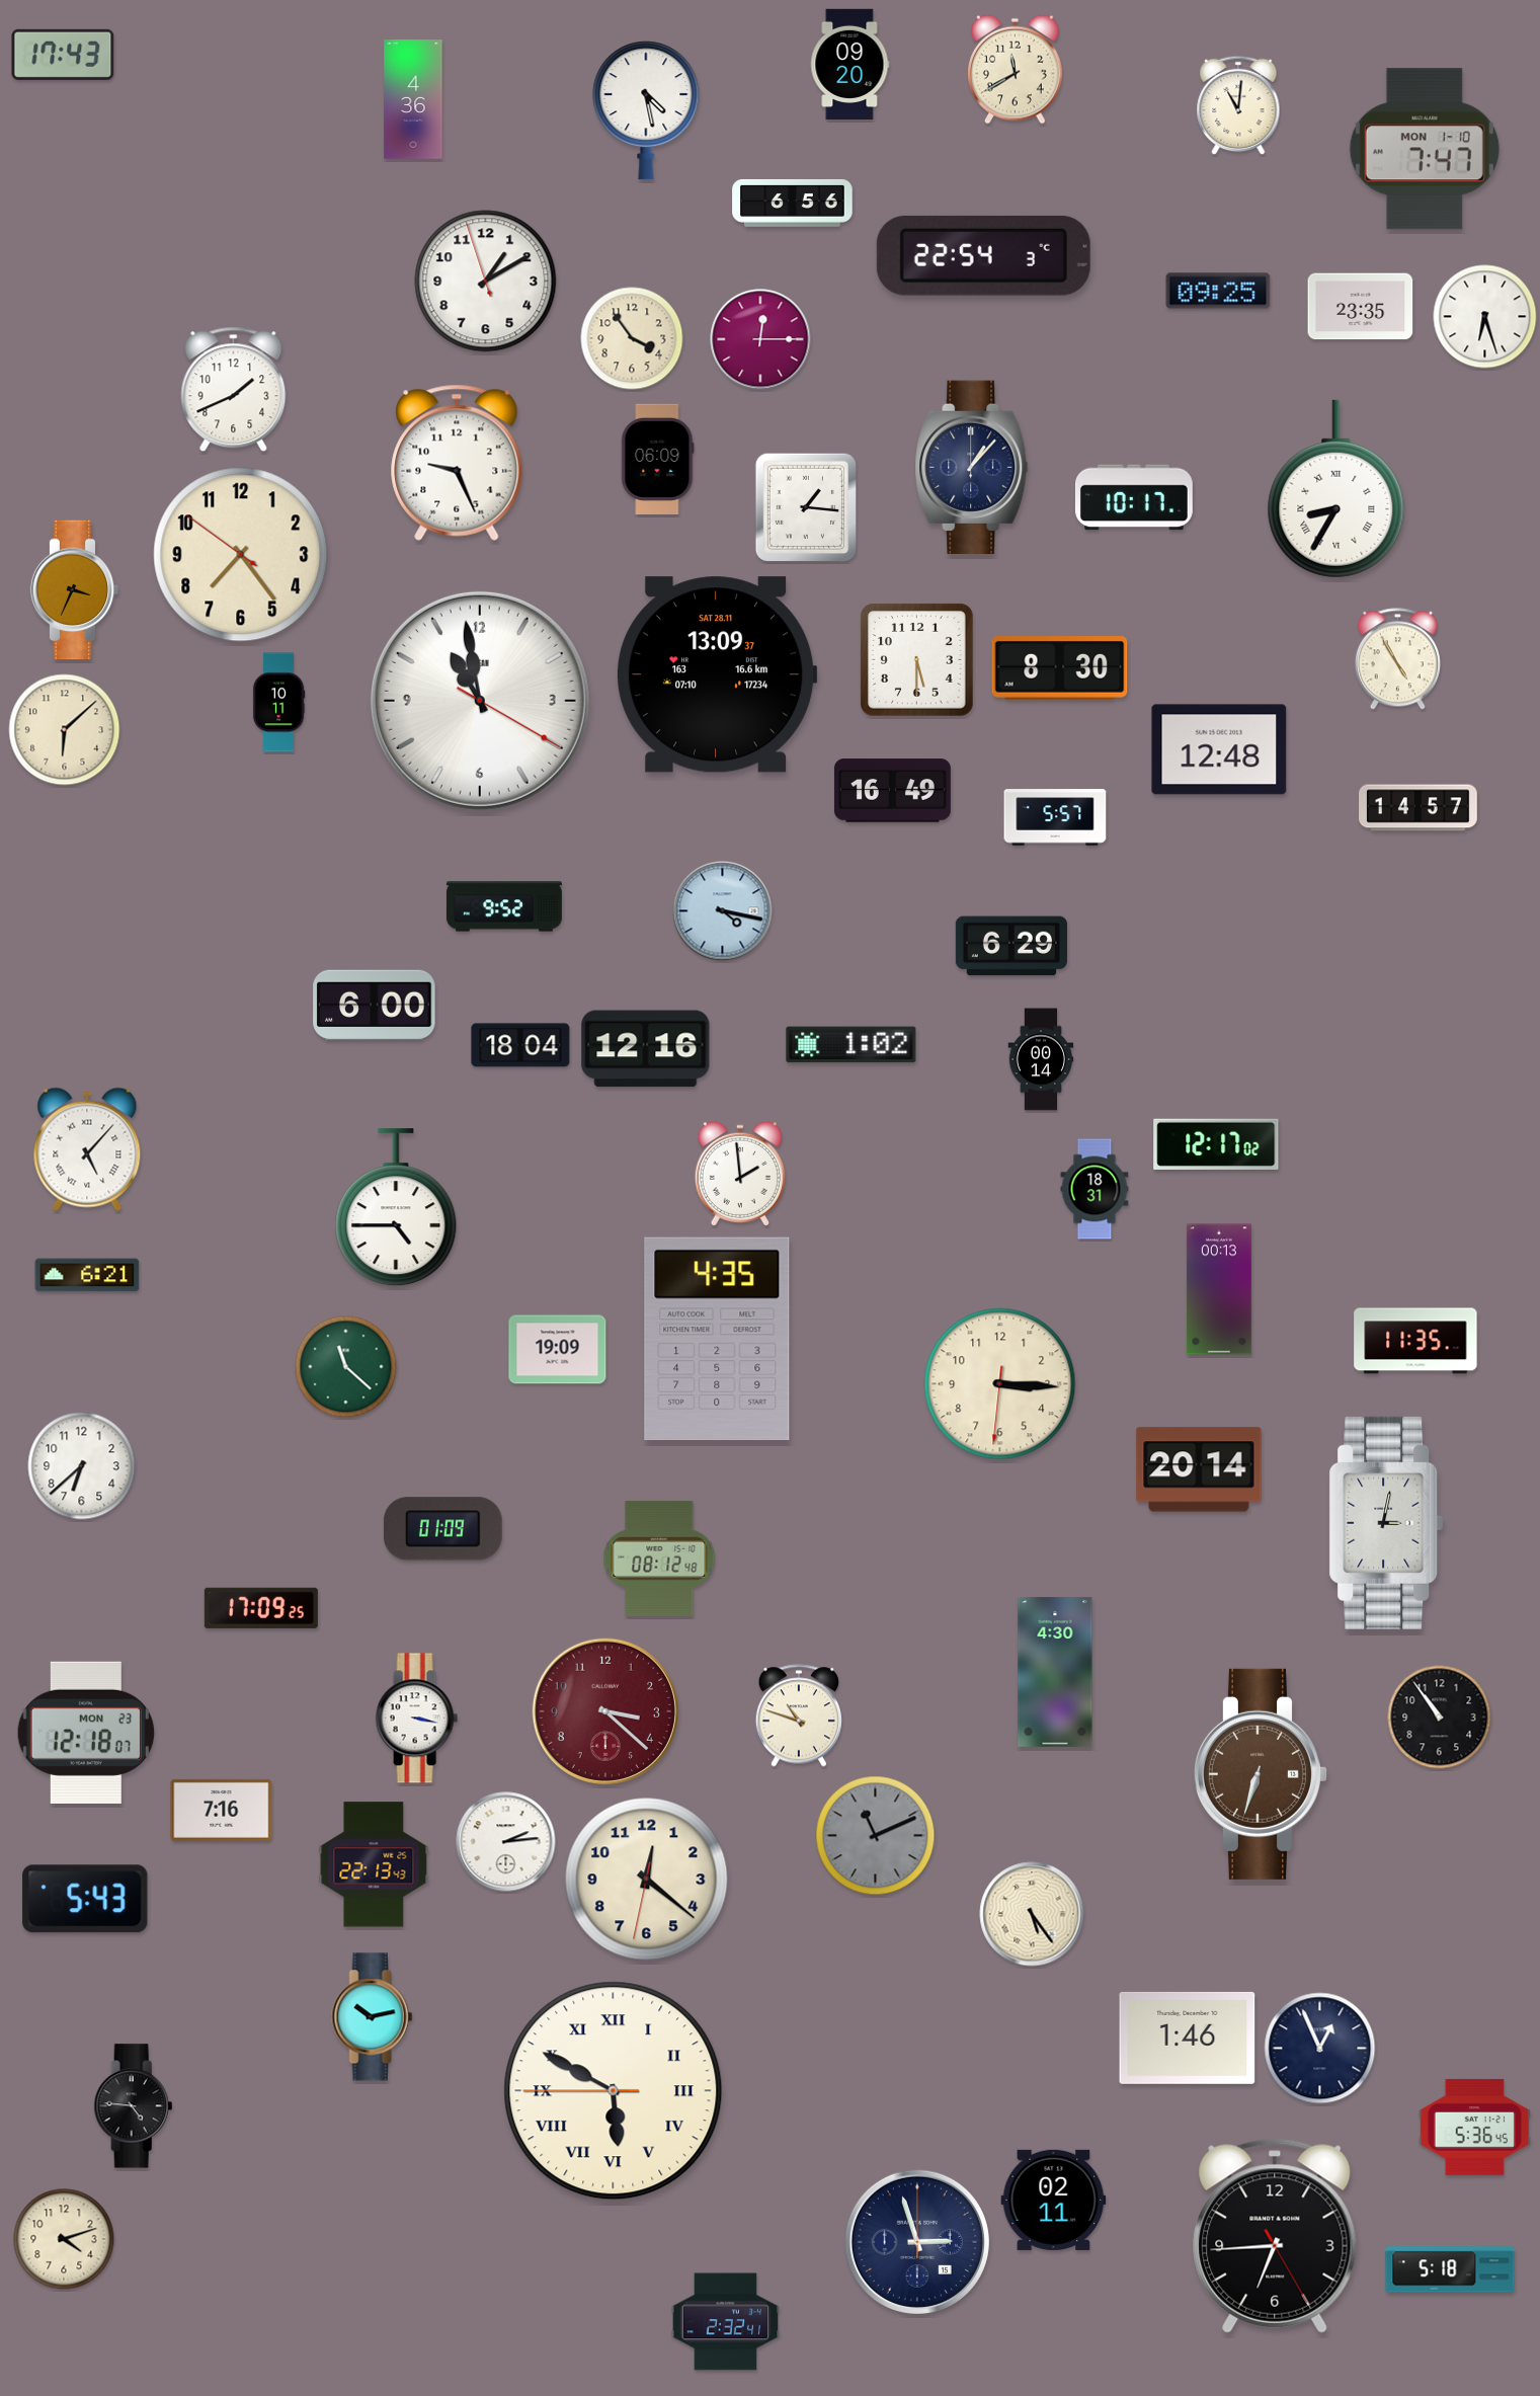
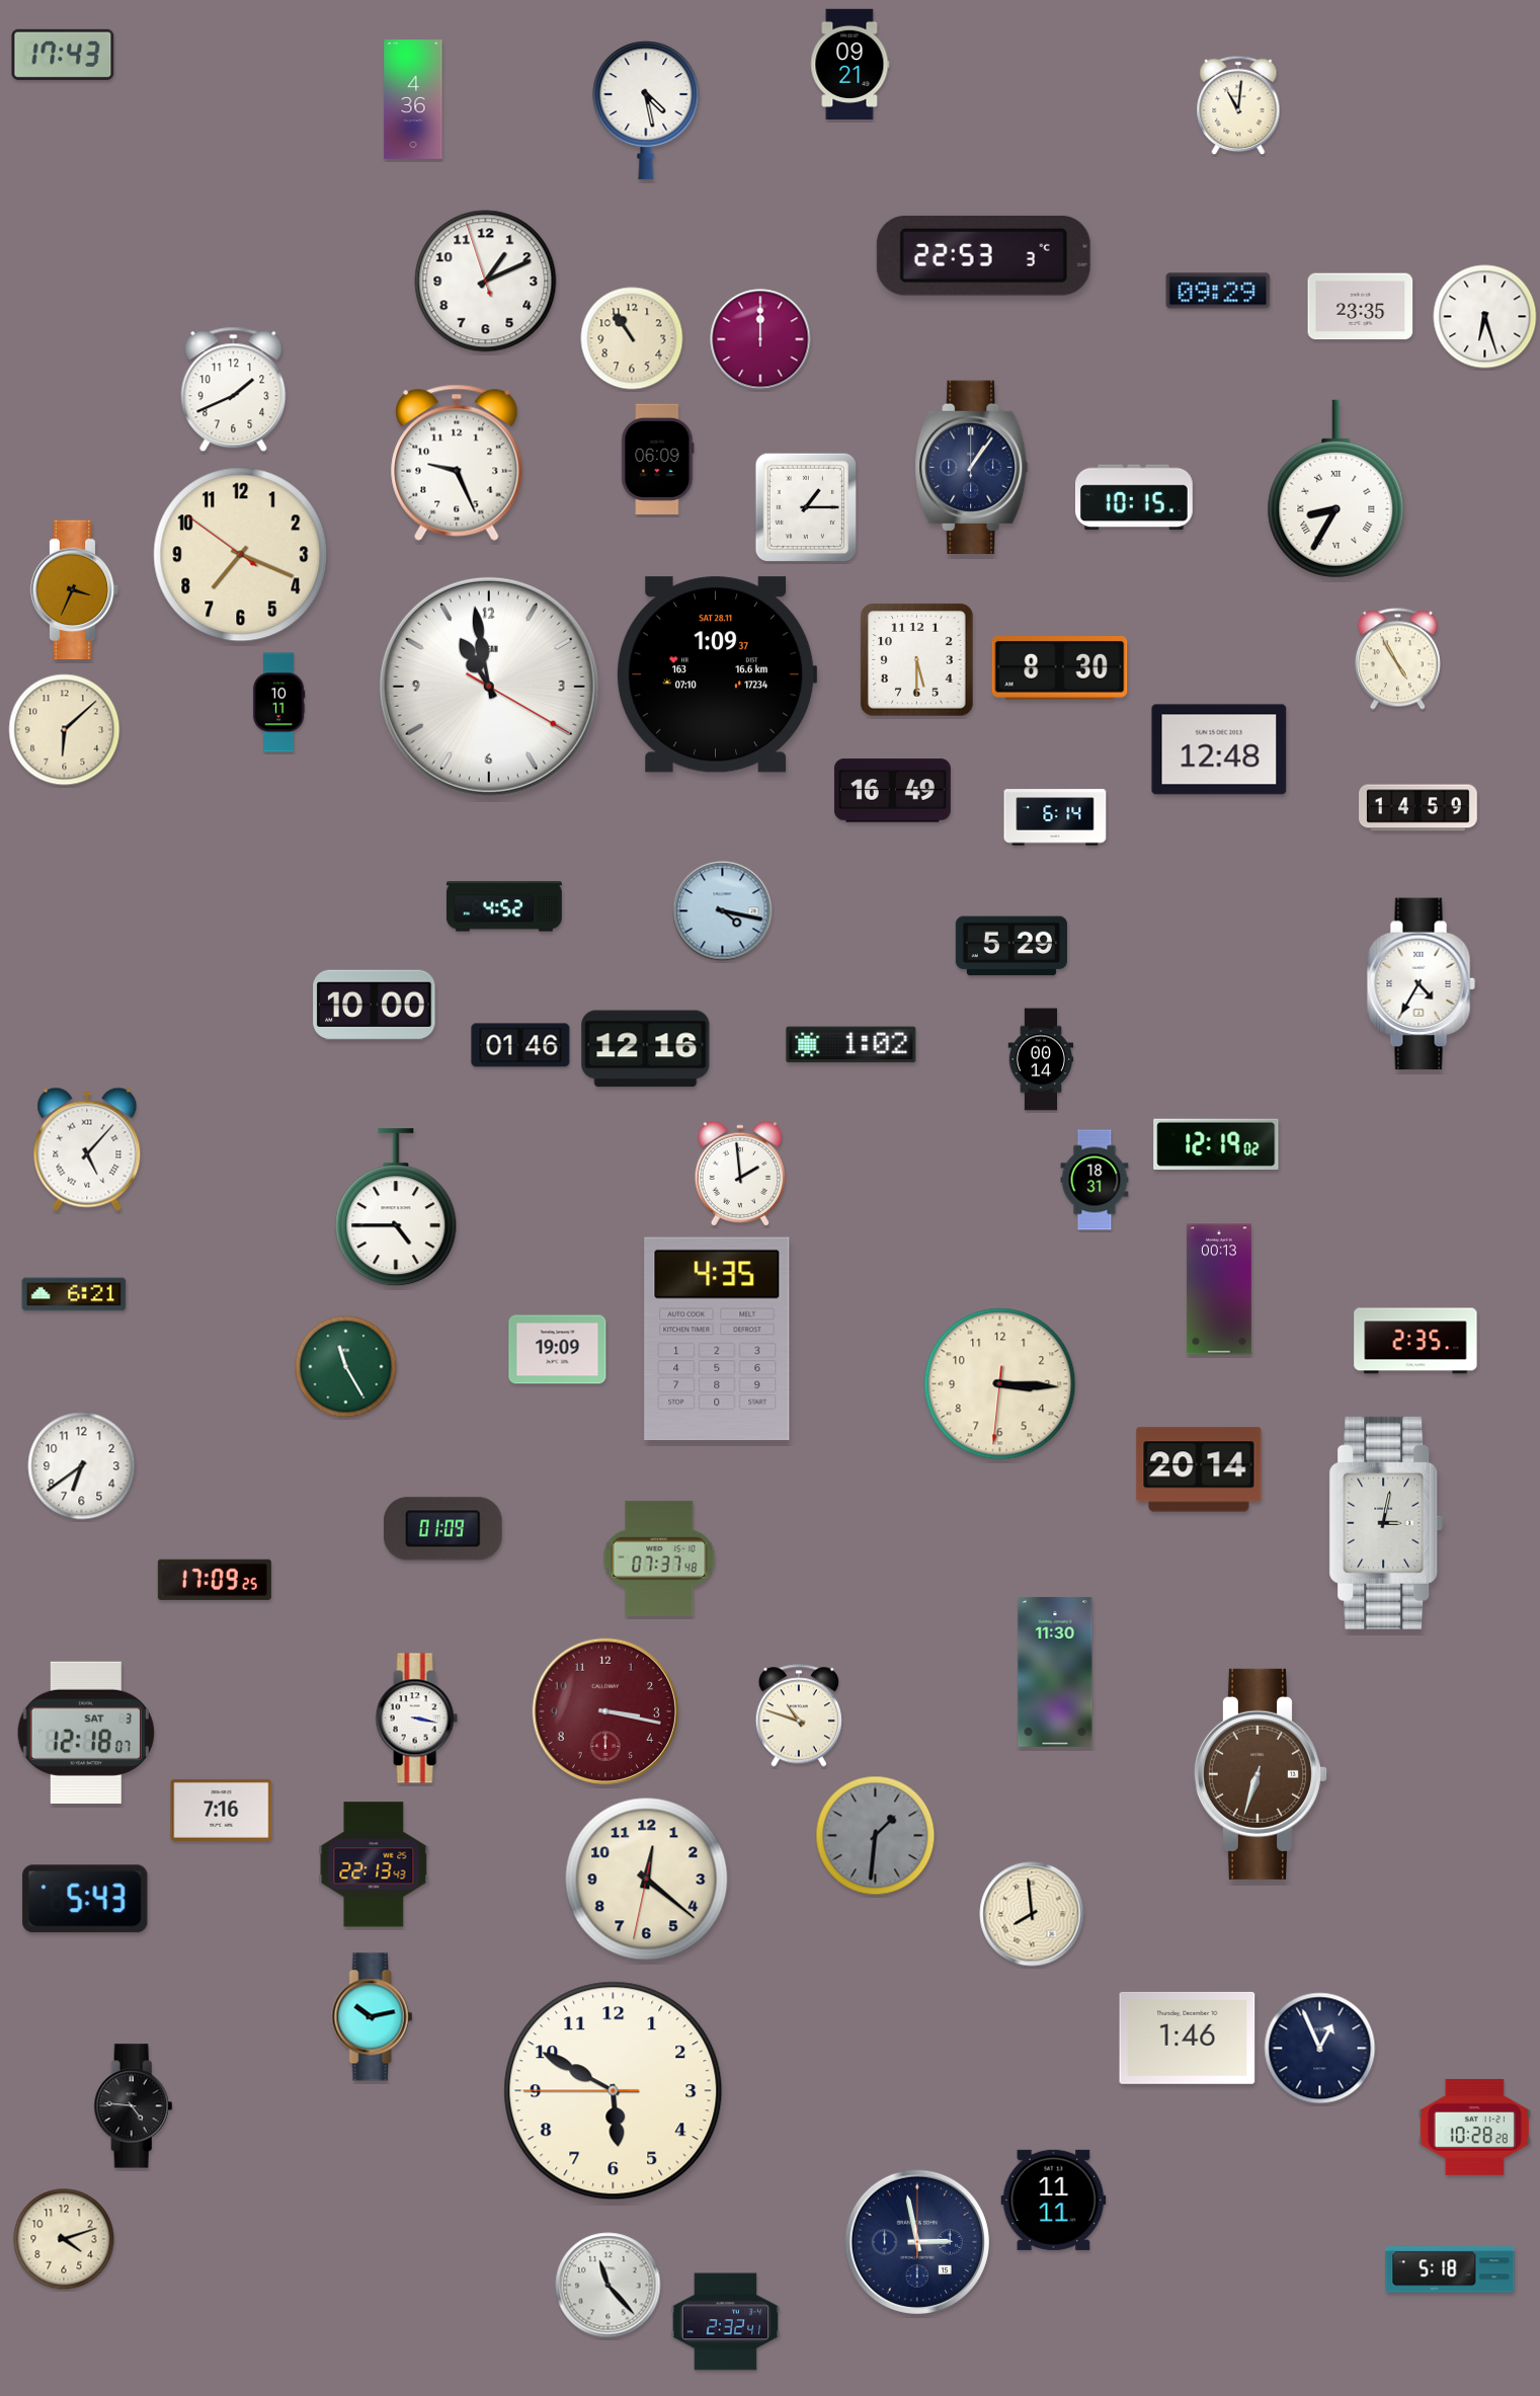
clock at (850, 64): 09:20 -> 09:21
clock at (1016, 69): 11:40 -> none
clock at (1425, 149): 7:47 -> none
clock at (793, 203): 6:56 -> none
clock at (983, 255): 22:54 -> 22:53
clock at (486, 282): 1:09 -> 1:10
clock at (1218, 291): 09:25 -> 09:29
clock at (632, 338): 3:54 -> 10:54
clock at (760, 339): 12:15 -> 12:00
clock at (972, 467): 1:07 -> 1:06
clock at (1134, 497): 10:17 -> 10:15
clock at (805, 506): 1:16 -> 1:15
clock at (241, 555): 7:23 -> 7:18
clock at (717, 674): 13:09 -> 1:09
clock at (480, 701) position: (480, 701) -> (489, 687)
clock at (1419, 808): 14:57 -> 14:59
clock at (1055, 817): 5:57 -> 6:14
clock at (504, 906): 9:52 -> 4:52
clock at (1011, 946): 6:29 -> 5:29
clock at (1421, 984): none -> 4:35
clock at (375, 1005): 6:00 -> 10:00
clock at (520, 1045): 18:04 -> 01:46
clock at (1216, 1144): 12:17 -> 12:19
clock at (1095, 1189) position: (1095, 1189) -> (1095, 1180)
clock at (87, 1275) position: (87, 1275) -> (74, 1294)
clock at (1415, 1341): 11:35 -> 2:35
clock at (346, 1367): 11:22 -> 11:25
clock at (82, 1466): 6:38 -> 6:39
clock at (659, 1559): 08:12 -> 07:37
clock at (261, 1608) position: (261, 1608) -> (215, 1580)
clock at (1055, 1672): 4:30 -> 11:30
clock at (605, 1711): 3:22 -> 3:17
clock at (1440, 1718): 10:54 -> none
clock at (86, 1733) date: MON 23 -> SAT 3
clock at (876, 1836): 11:11 -> 1:31
clock at (506, 1842): 2:14 -> none
clock at (1032, 1914): 5:24 -> 7:59
clock at (614, 2091) numerals: Roman -> Arabic
clock at (1474, 2127): 5:36 -> 10:28
clock at (1054, 2200): 02:11 -> 11:11
clock at (1275, 2236): 6:44 -> none
clock at (917, 2242): 2:57 -> 2:58
clock at (609, 2286): none -> 11:23
